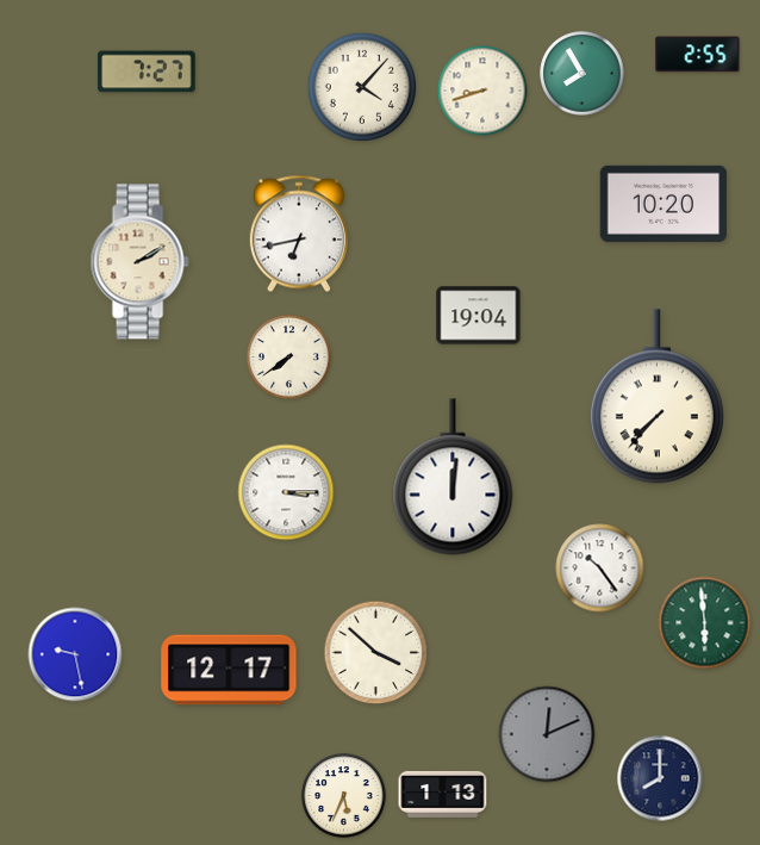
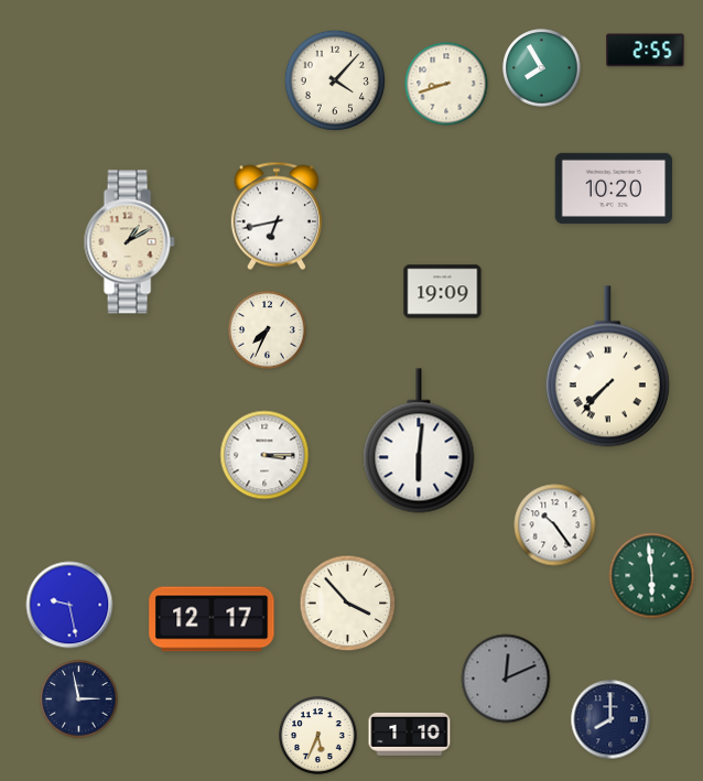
clock at (148, 72): 7:27 -> none
clock at (583, 74) position: (583, 74) -> (542, 68)
clock at (139, 262): 2:10 -> 1:10
clock at (479, 316): 19:04 -> 19:09
clock at (289, 358): 7:39 -> 7:34
clock at (453, 477): 12:01 -> 6:01
clock at (376, 653): 3:52 -> 3:53
clock at (79, 699): none -> 2:58
clock at (443, 794): 1:13 -> 1:10
